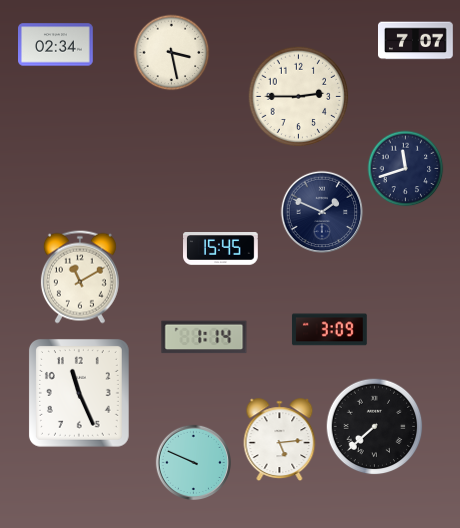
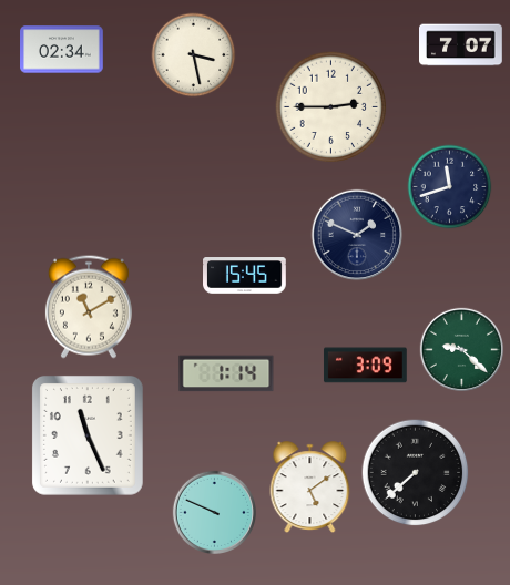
clock at (172, 53) position: (172, 53) -> (194, 55)
clock at (461, 349): none -> 9:22
clock at (280, 440): 5:14 -> 5:09
